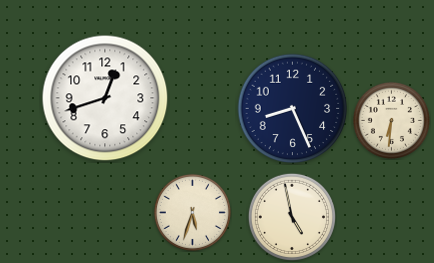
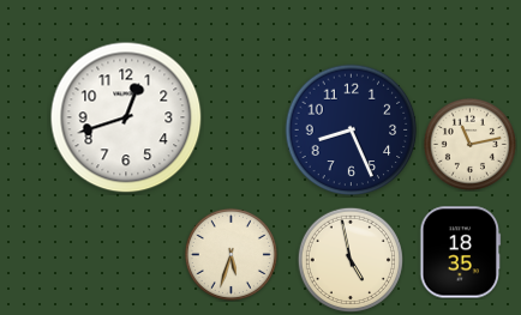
clock at (391, 120): 6:31 -> 11:13
clock at (461, 253): none -> 18:35
